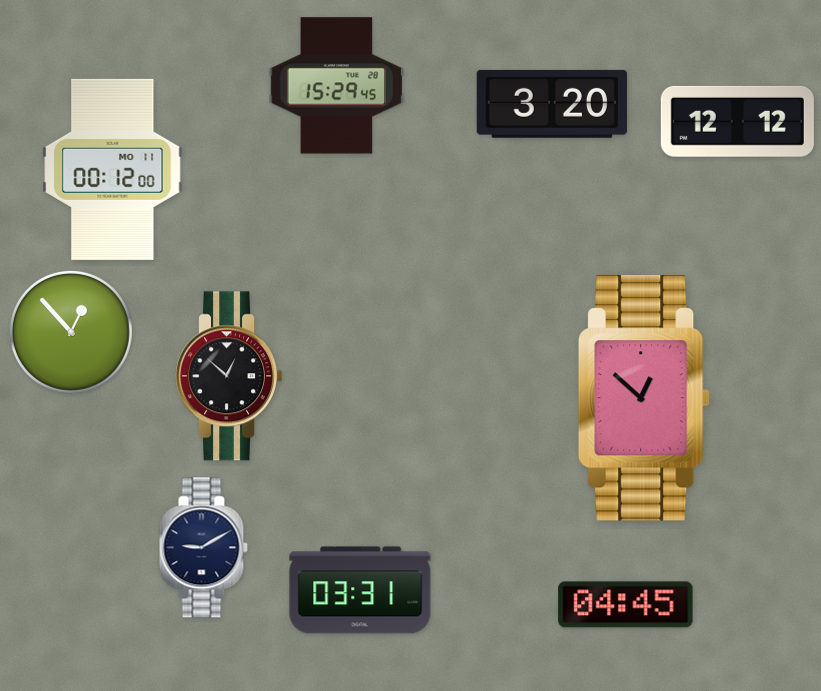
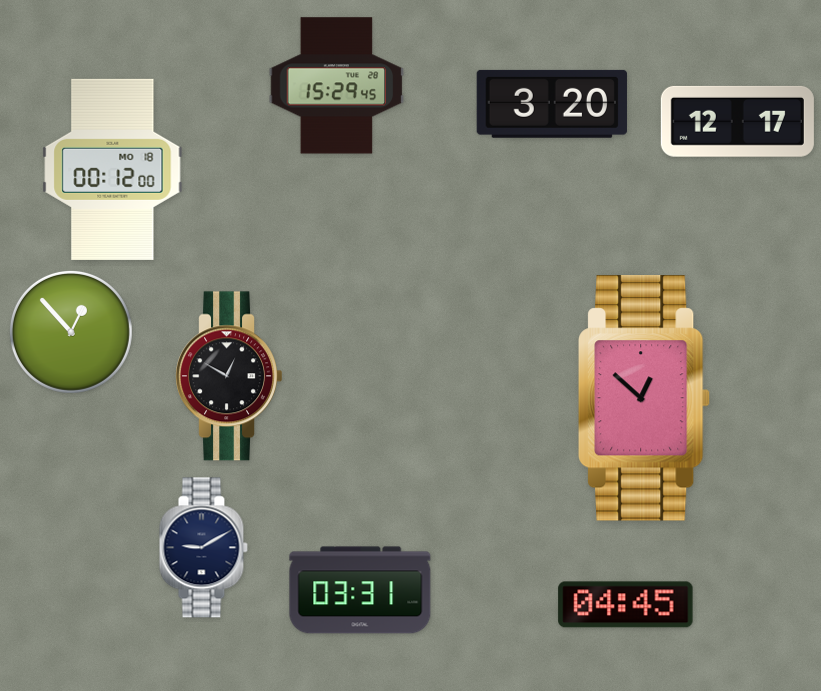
clock at (737, 121): 12:12 -> 12:17
clock at (113, 169) date: MO 11 -> MO 18
clock at (228, 376): 12:52 -> 12:50
